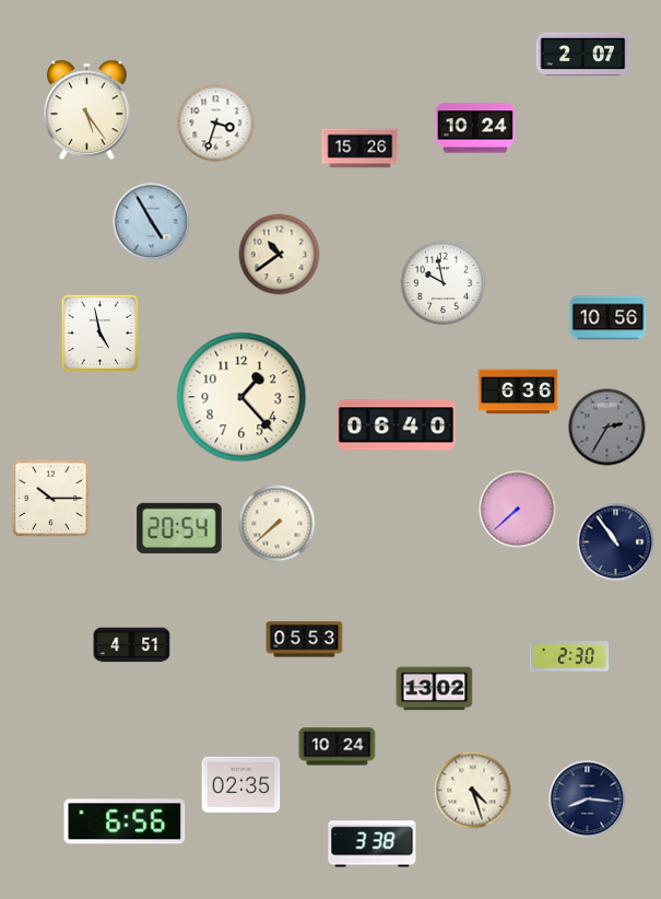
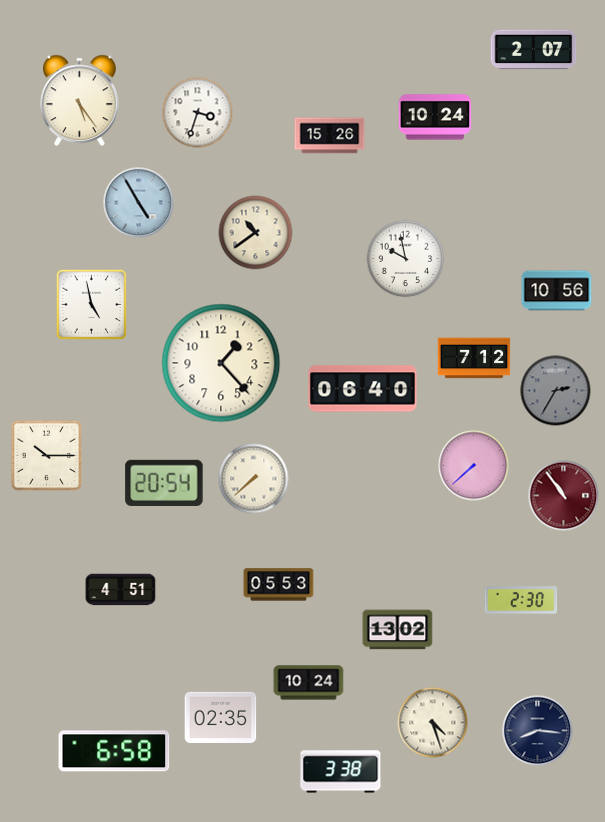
clock at (518, 392): 6:36 -> 7:12
clock at (616, 542) dial: navy -> burgundy
clock at (125, 821): 6:56 -> 6:58
